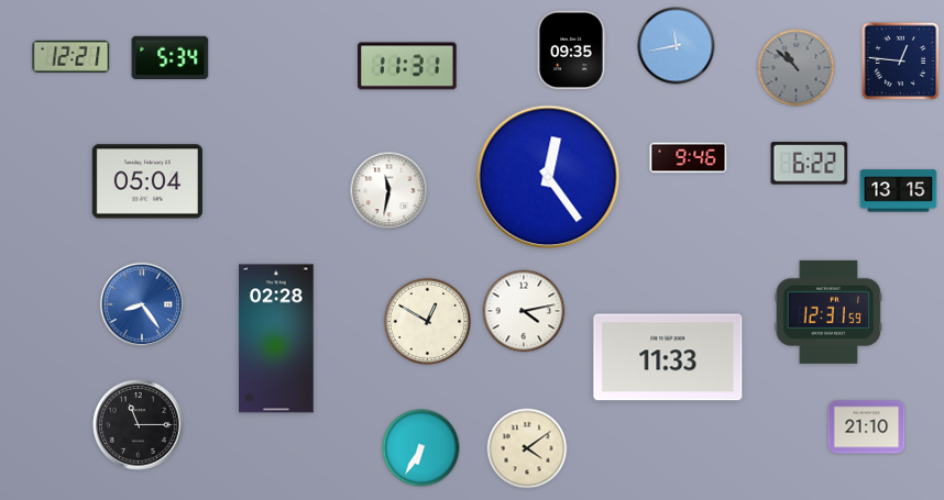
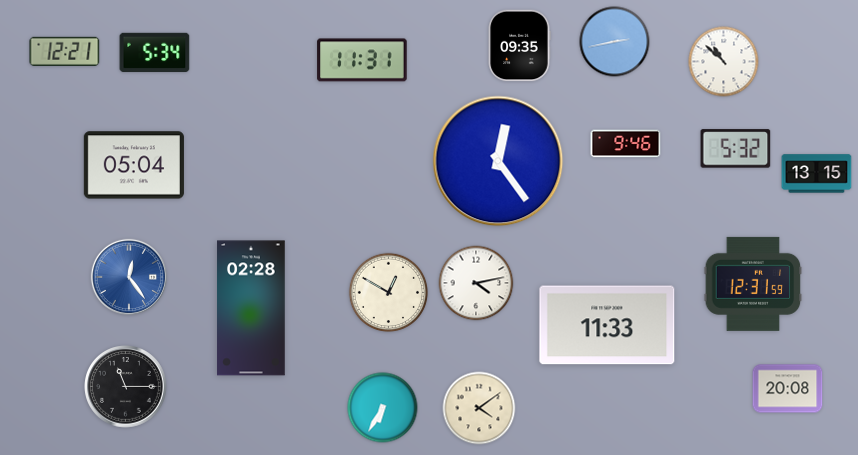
clock at (677, 46): 11:43 -> 2:43
clock at (901, 62): 12:46 -> none
clock at (407, 66) position: (407, 66) -> (362, 60)
clock at (797, 68) dial: grey -> white
clock at (810, 164): 6:22 -> 5:32
clock at (389, 191): 11:32 -> none
clock at (141, 303): 8:24 -> 12:24
clock at (867, 427): 21:10 -> 20:08
